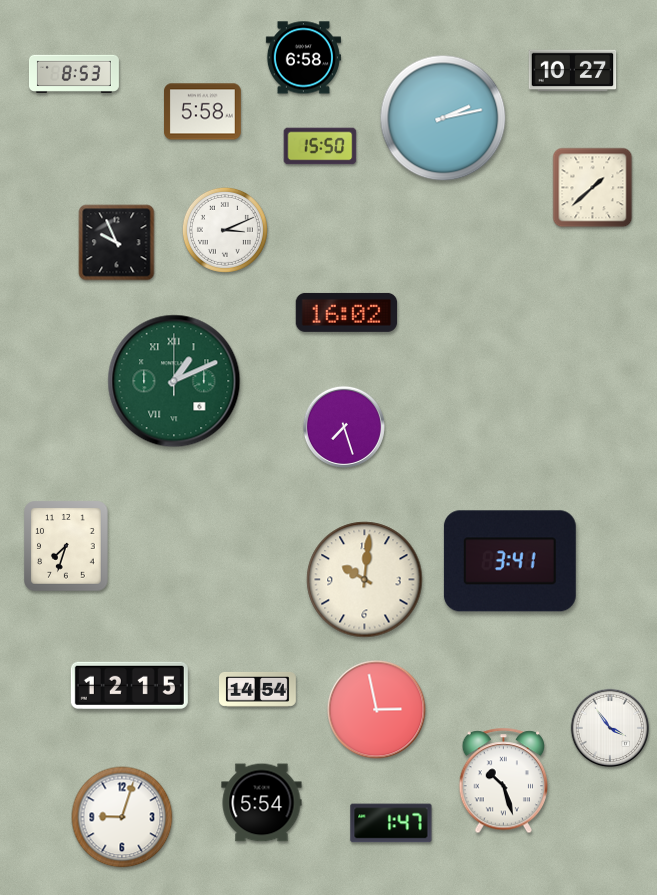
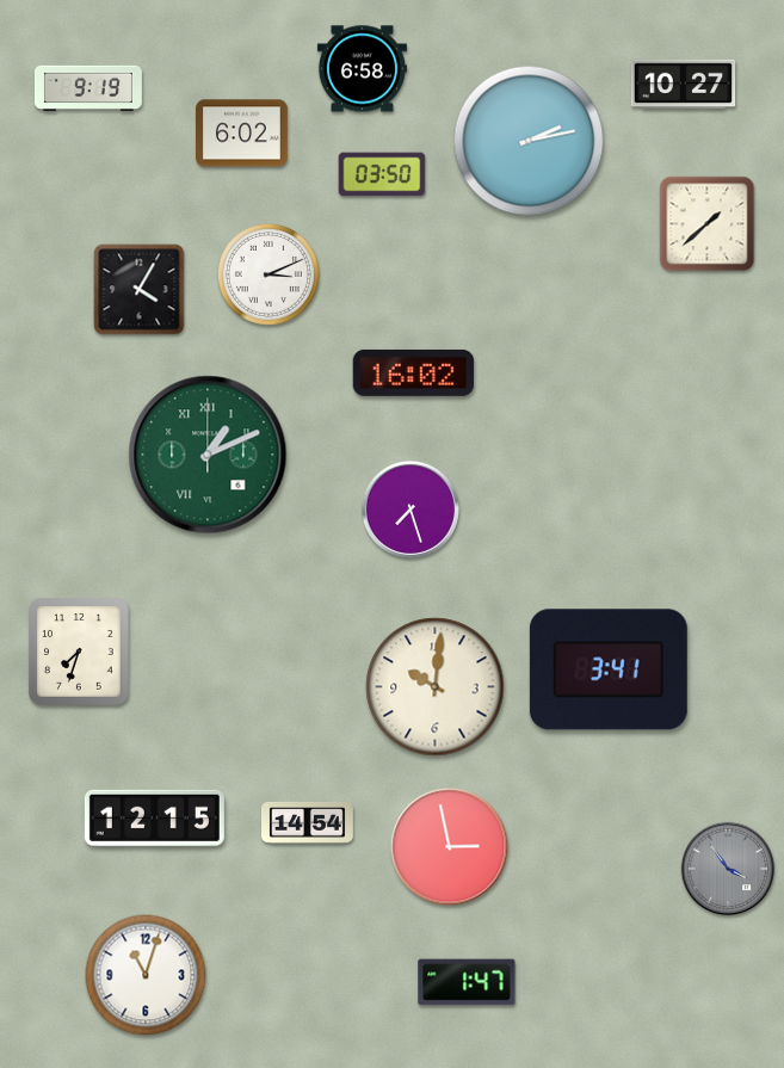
clock at (74, 73): 8:53 -> 9:19
clock at (203, 112): 5:58 -> 6:02
clock at (320, 146): 15:50 -> 03:50
clock at (117, 243): 9:56 -> 4:05
clock at (365, 580) position: (365, 580) -> (436, 687)
clock at (610, 728) dial: white -> grey
clock at (504, 781): 10:27 -> none
clock at (262, 803): 5:54 -> none
clock at (122, 817): 9:03 -> 11:03
